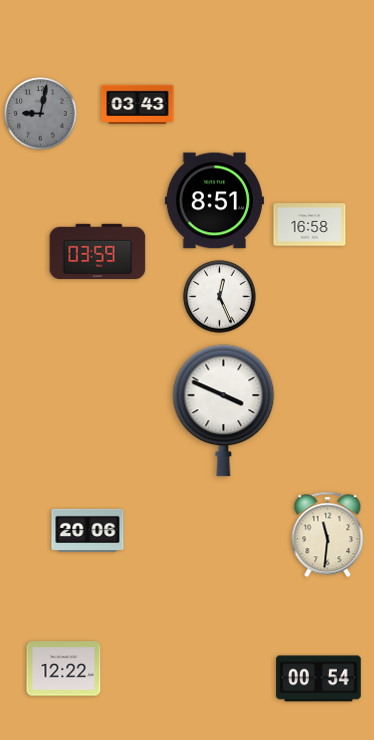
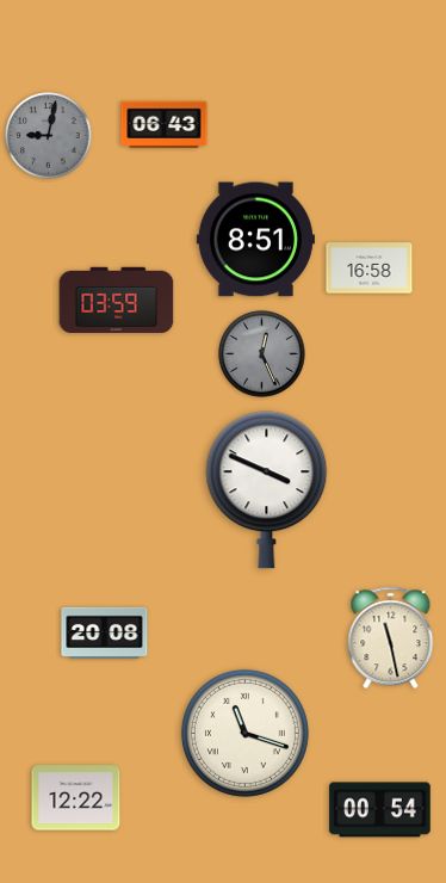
clock at (138, 105): 03:43 -> 06:43
clock at (220, 297) dial: white -> grey
clock at (88, 530): 20:06 -> 20:08
clock at (328, 535): 11:31 -> 11:28
clock at (244, 733): none -> 11:18
